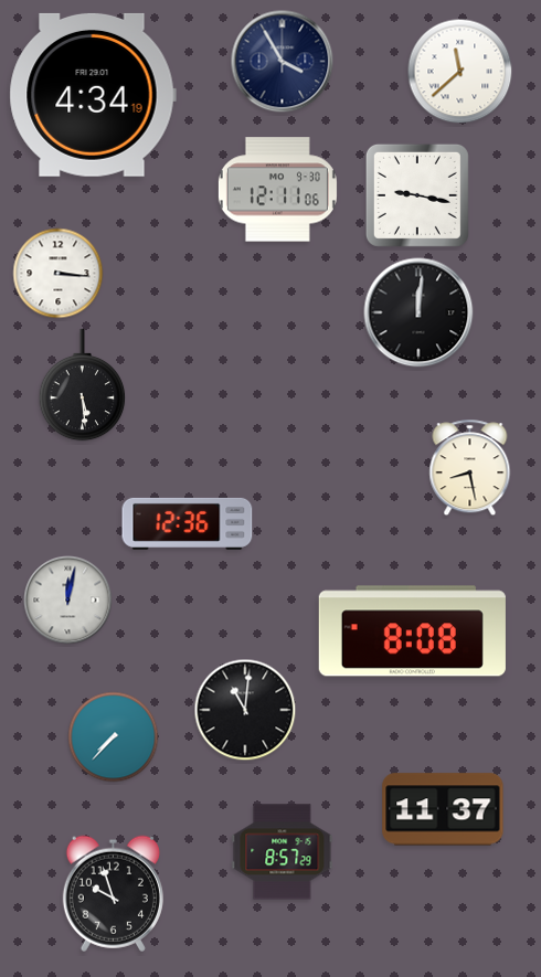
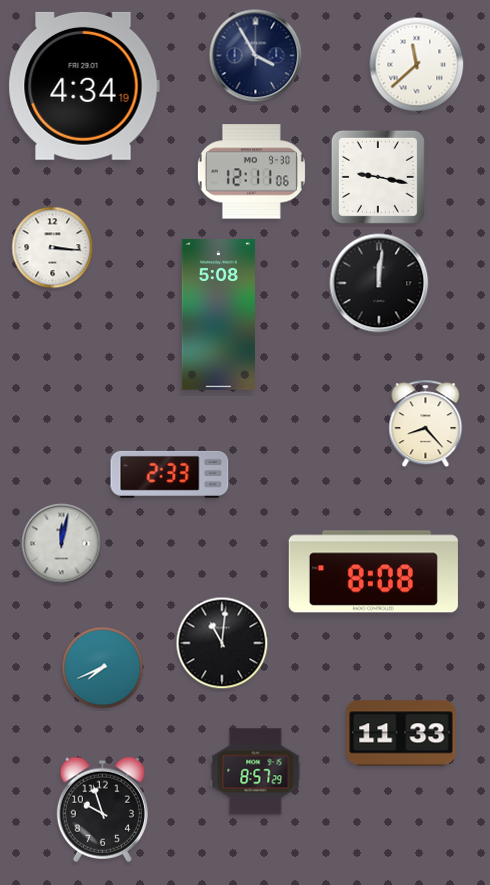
clock at (218, 315): none -> 5:08
clock at (83, 385): 5:29 -> none
clock at (470, 468): 8:28 -> 8:23
clock at (188, 523): 12:36 -> 2:33
clock at (114, 737): 7:37 -> 7:41
clock at (443, 809): 11:37 -> 11:33
